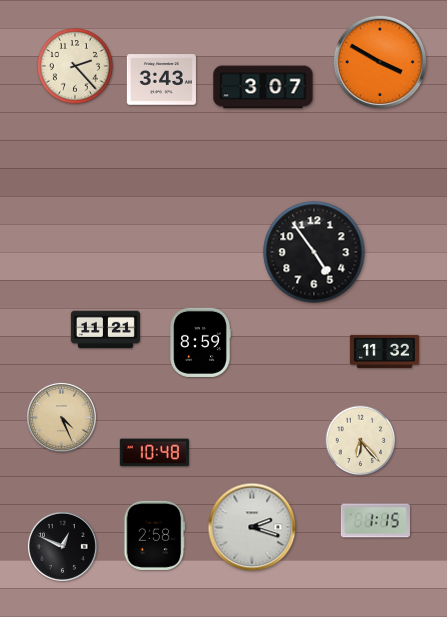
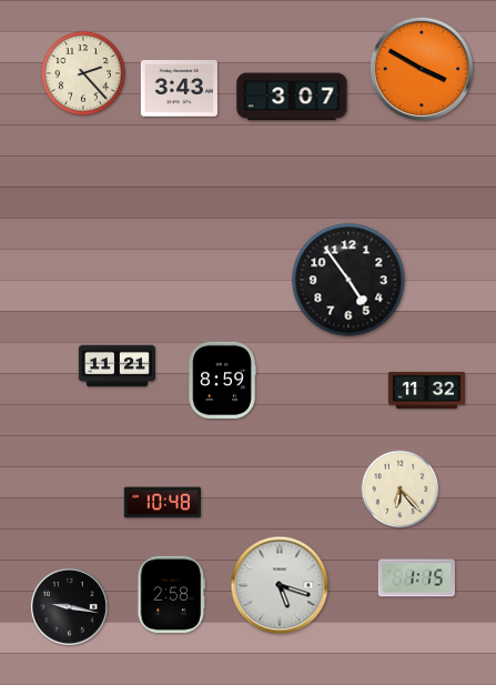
clock at (61, 417): 4:26 -> none
clock at (154, 453) position: (154, 453) -> (162, 503)
clock at (252, 527): 2:18 -> 5:18
clock at (62, 546): 12:49 -> 9:17
